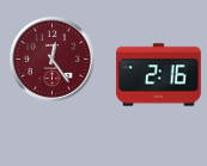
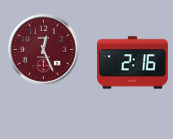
clock at (53, 60): 12:24 -> 12:26
